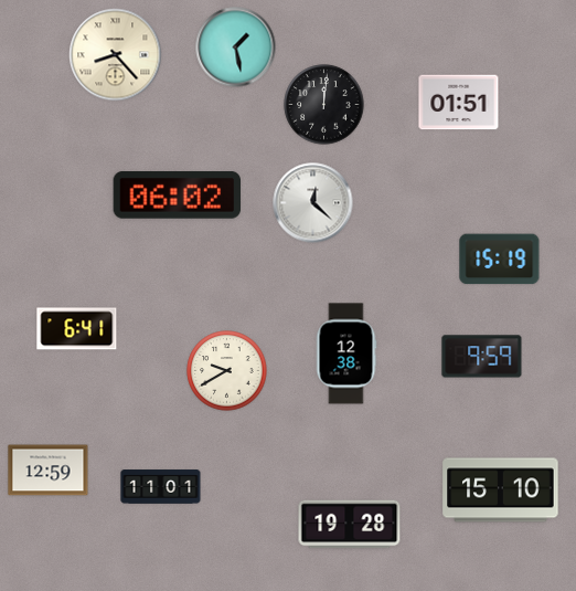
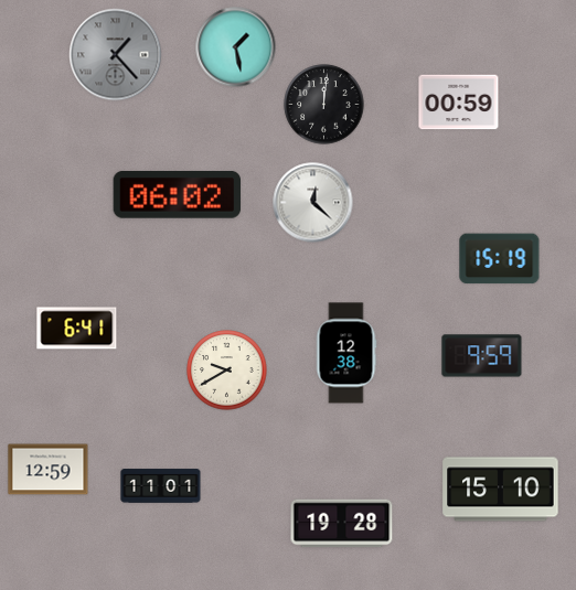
clock at (116, 55): 8:23 -> 1:23
clock at (116, 55) dial: cream -> grey
clock at (459, 103): 01:51 -> 00:59
clock at (350, 525) position: (350, 525) -> (342, 524)
